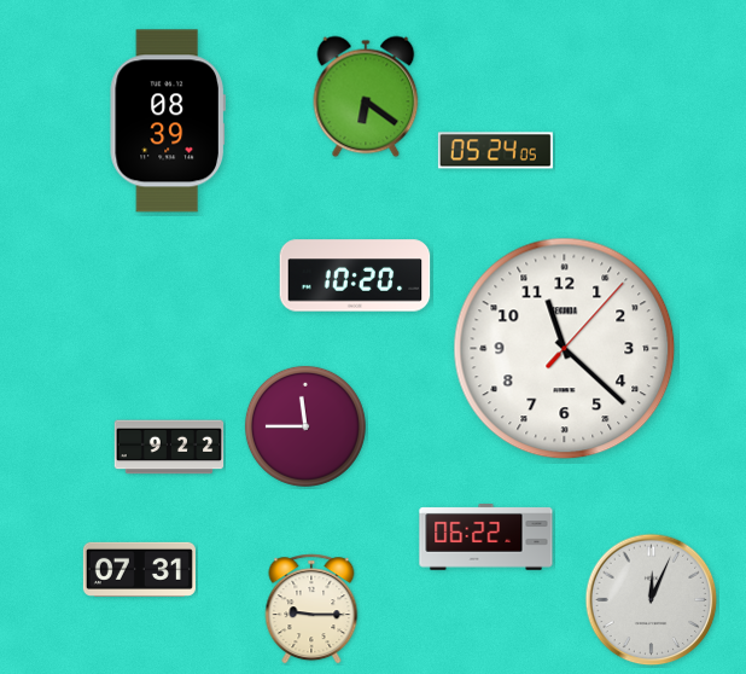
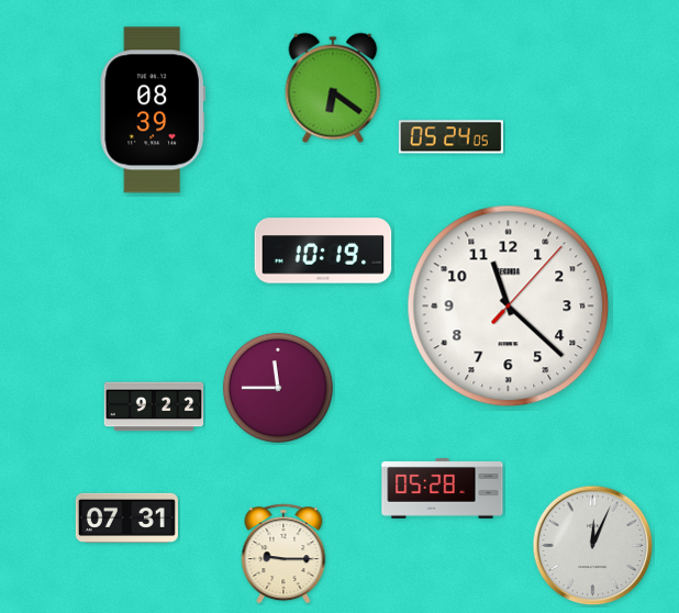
clock at (355, 275): 10:20 -> 10:19
clock at (565, 349) position: (565, 349) -> (509, 306)
clock at (486, 538): 06:22 -> 05:28
